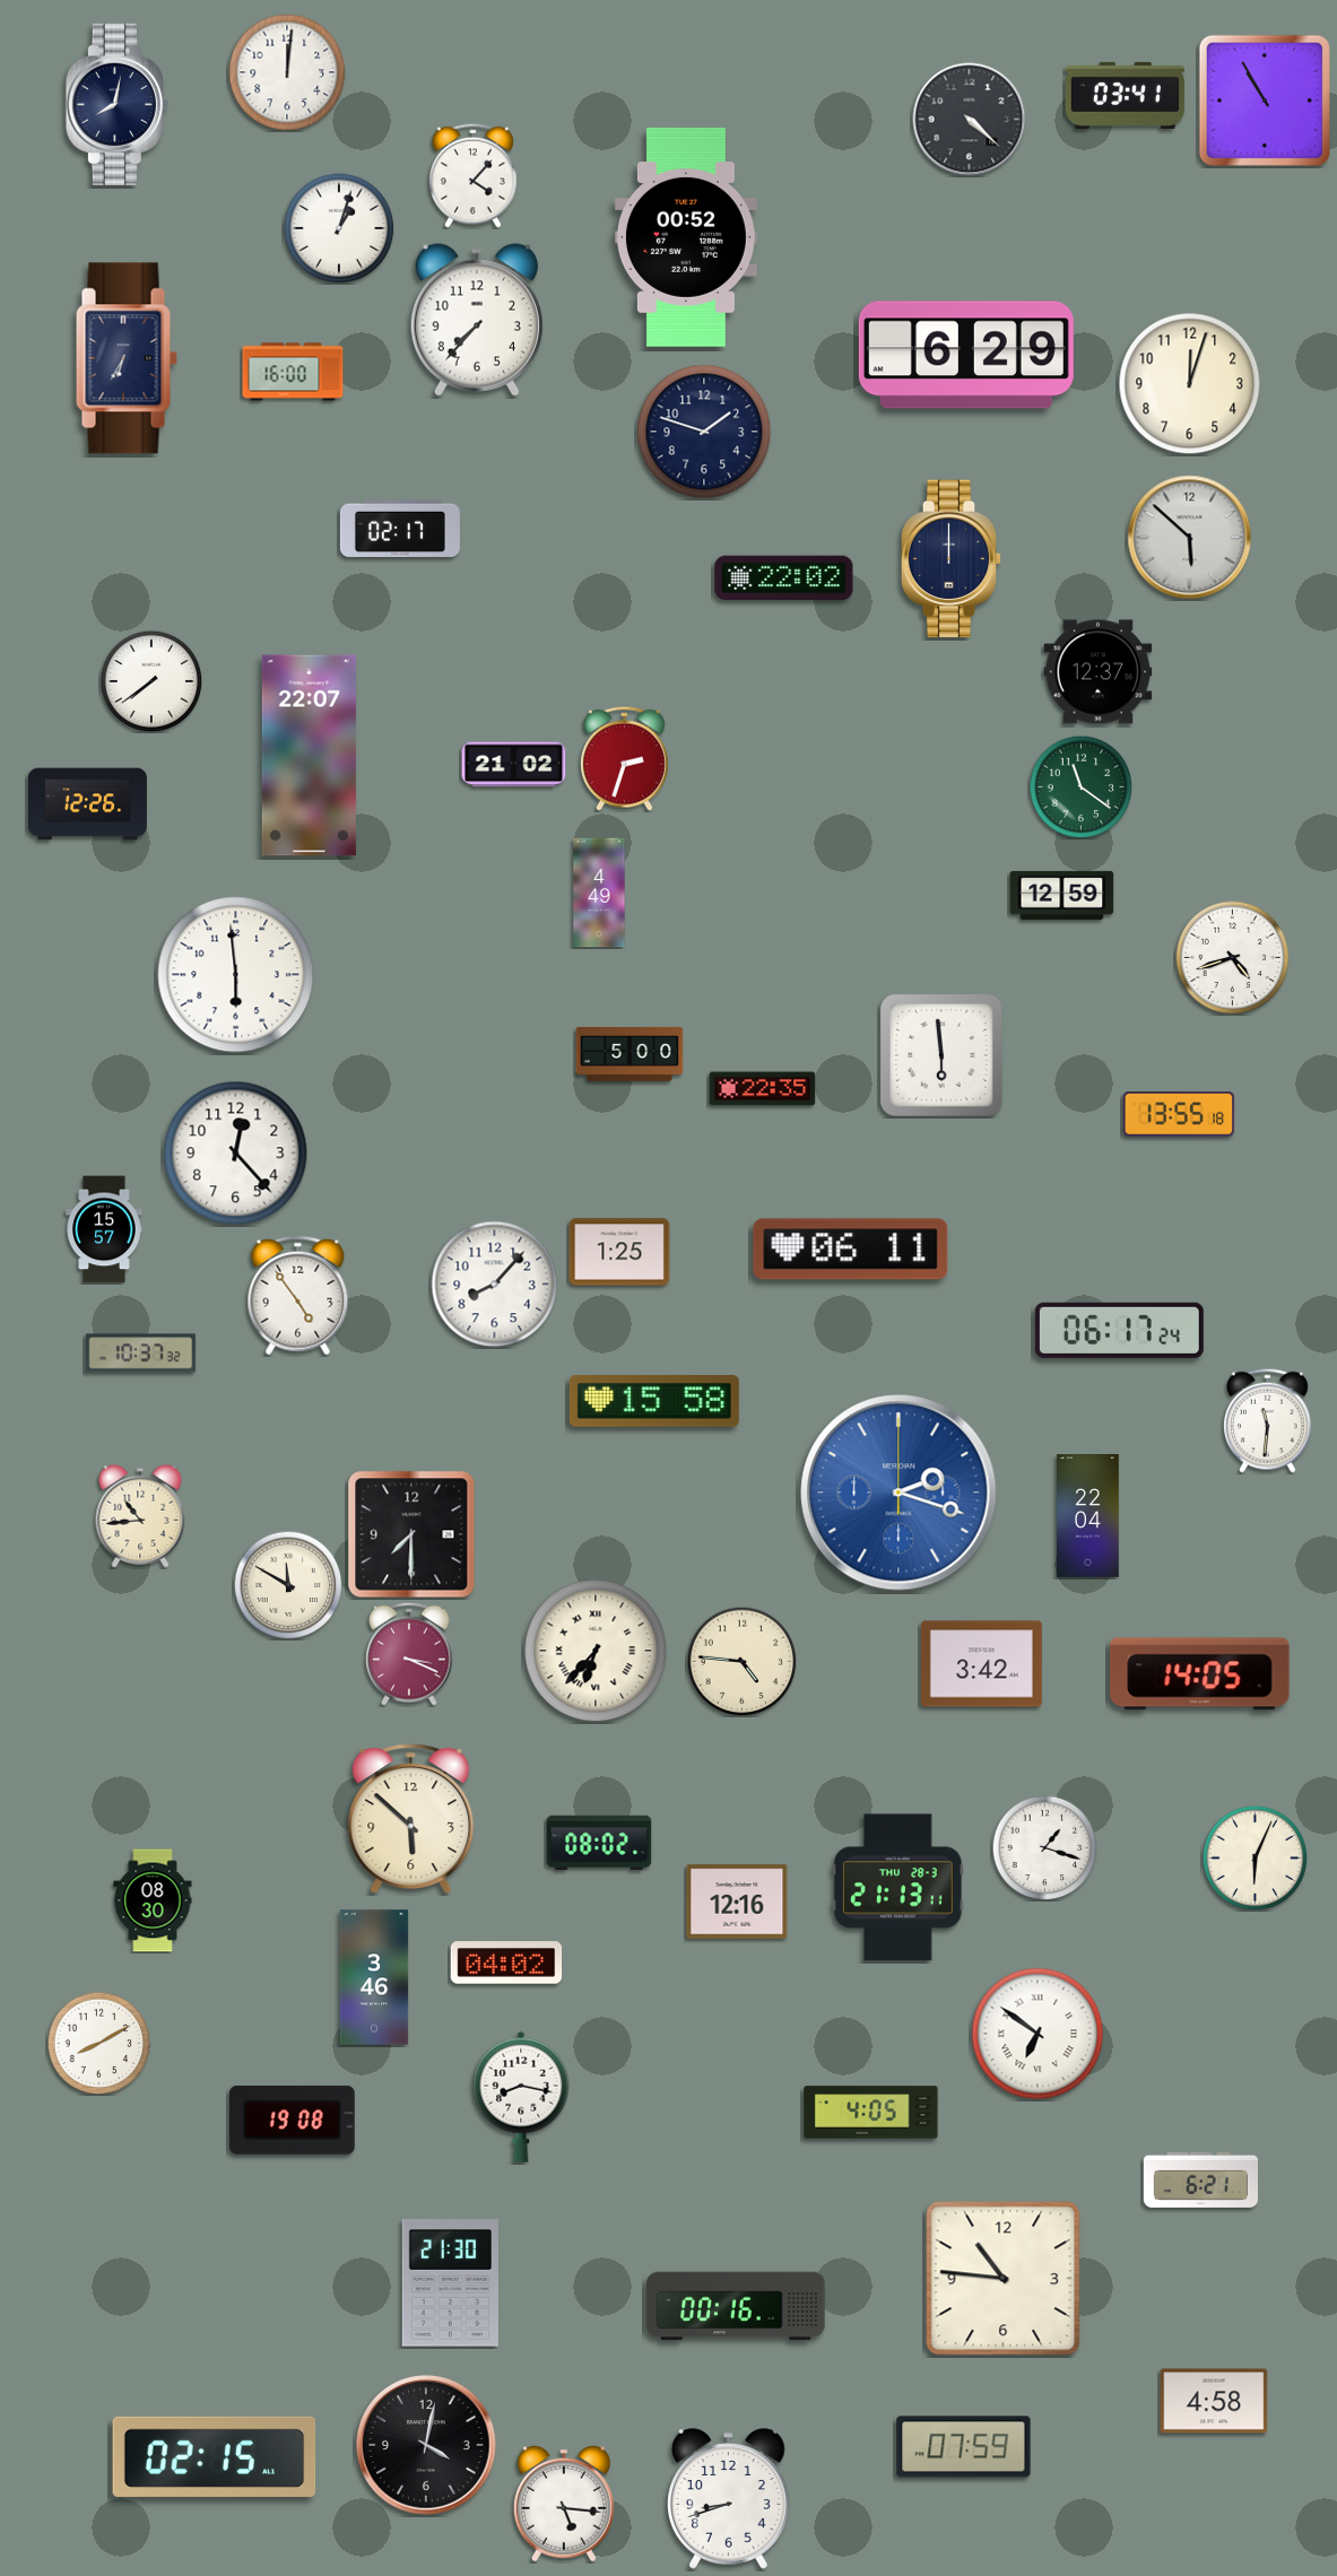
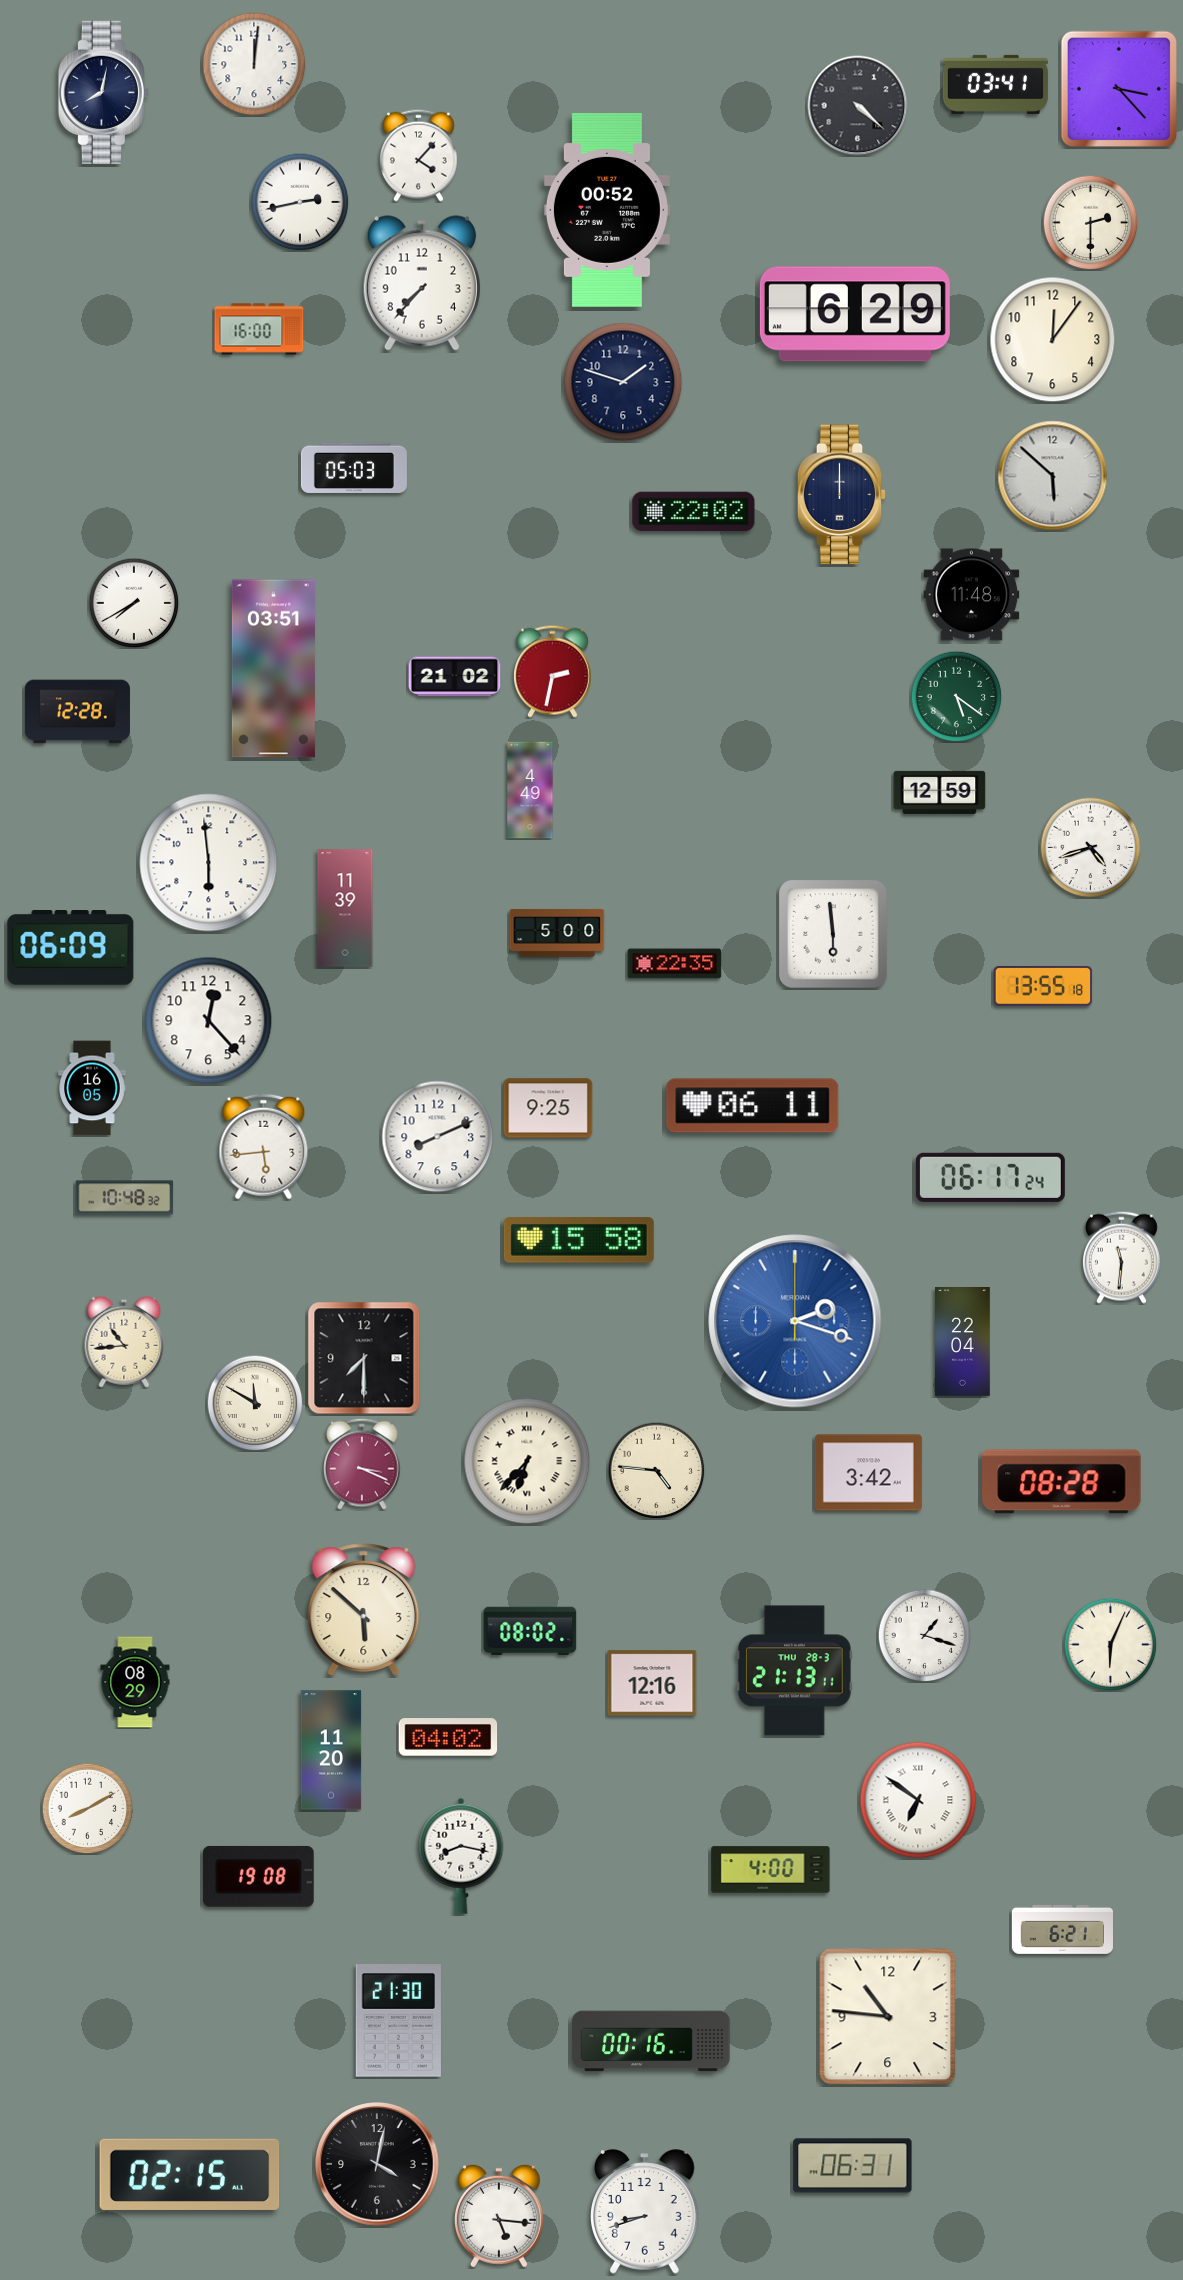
clock at (1265, 101): 10:55 -> 3:23
clock at (339, 228): 1:03 -> 2:43
clock at (1090, 222): none -> 2:30
clock at (127, 358): 6:35 -> none
clock at (1190, 384): 12:03 -> 12:06
clock at (400, 529): 02:17 -> 05:03
clock at (1099, 672): 12:37 -> 11:48
clock at (151, 681): 7:39 -> 7:40
clock at (309, 756): 22:07 -> 03:51
clock at (624, 758): 2:33 -> 2:32
clock at (1080, 786): 11:21 -> 5:21
clock at (87, 804): 12:26 -> 12:28
clock at (345, 908): none -> 11:39
clock at (71, 948): none -> 06:09
clock at (104, 1229): 15:57 -> 16:05
clock at (619, 1252): 1:25 -> 9:25
clock at (495, 1285): 8:07 -> 8:11
clock at (298, 1296): 4:54 -> 5:44
clock at (141, 1354): 10:37 -> 10:48
clock at (1200, 1674): 14:05 -> 08:28
clock at (153, 1900): 08:30 -> 08:29
clock at (374, 1977): 3:46 -> 11:20
clock at (871, 2113): 4:05 -> 4:00
clock at (1214, 2401): 4:58 -> none
clock at (964, 2447): 07:59 -> 06:31
